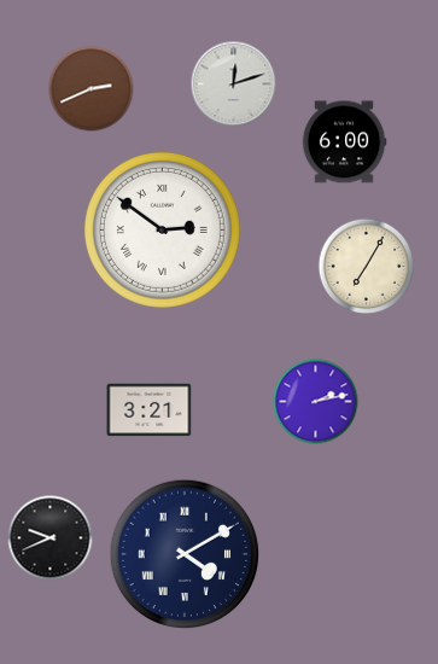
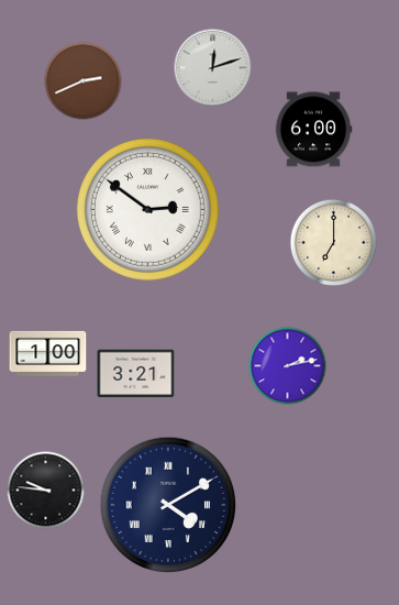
clock at (234, 85) position: (234, 85) -> (213, 68)
clock at (367, 267): 7:05 -> 7:00
clock at (48, 353): none -> 1:00
clock at (51, 538): 9:41 -> 9:46
